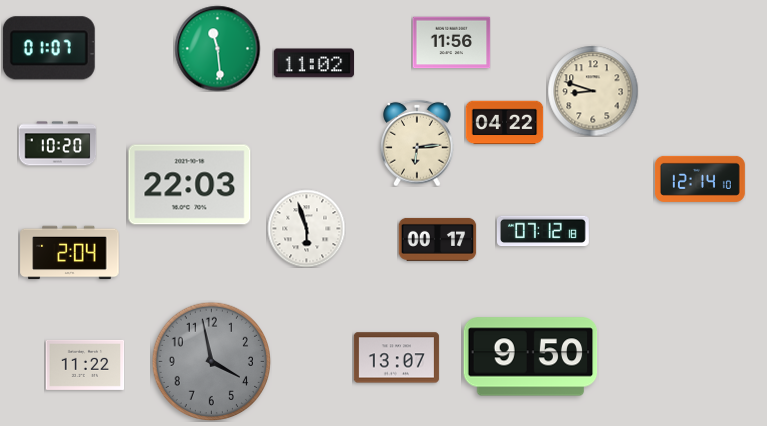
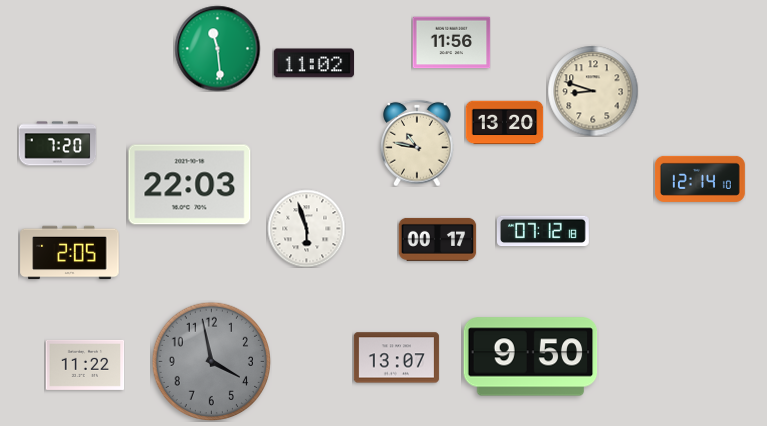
clock at (49, 48): 01:07 -> none
clock at (504, 123): 04:22 -> 13:20
clock at (417, 143): 6:14 -> 10:47
clock at (57, 144): 10:20 -> 7:20
clock at (70, 253): 2:04 -> 2:05
